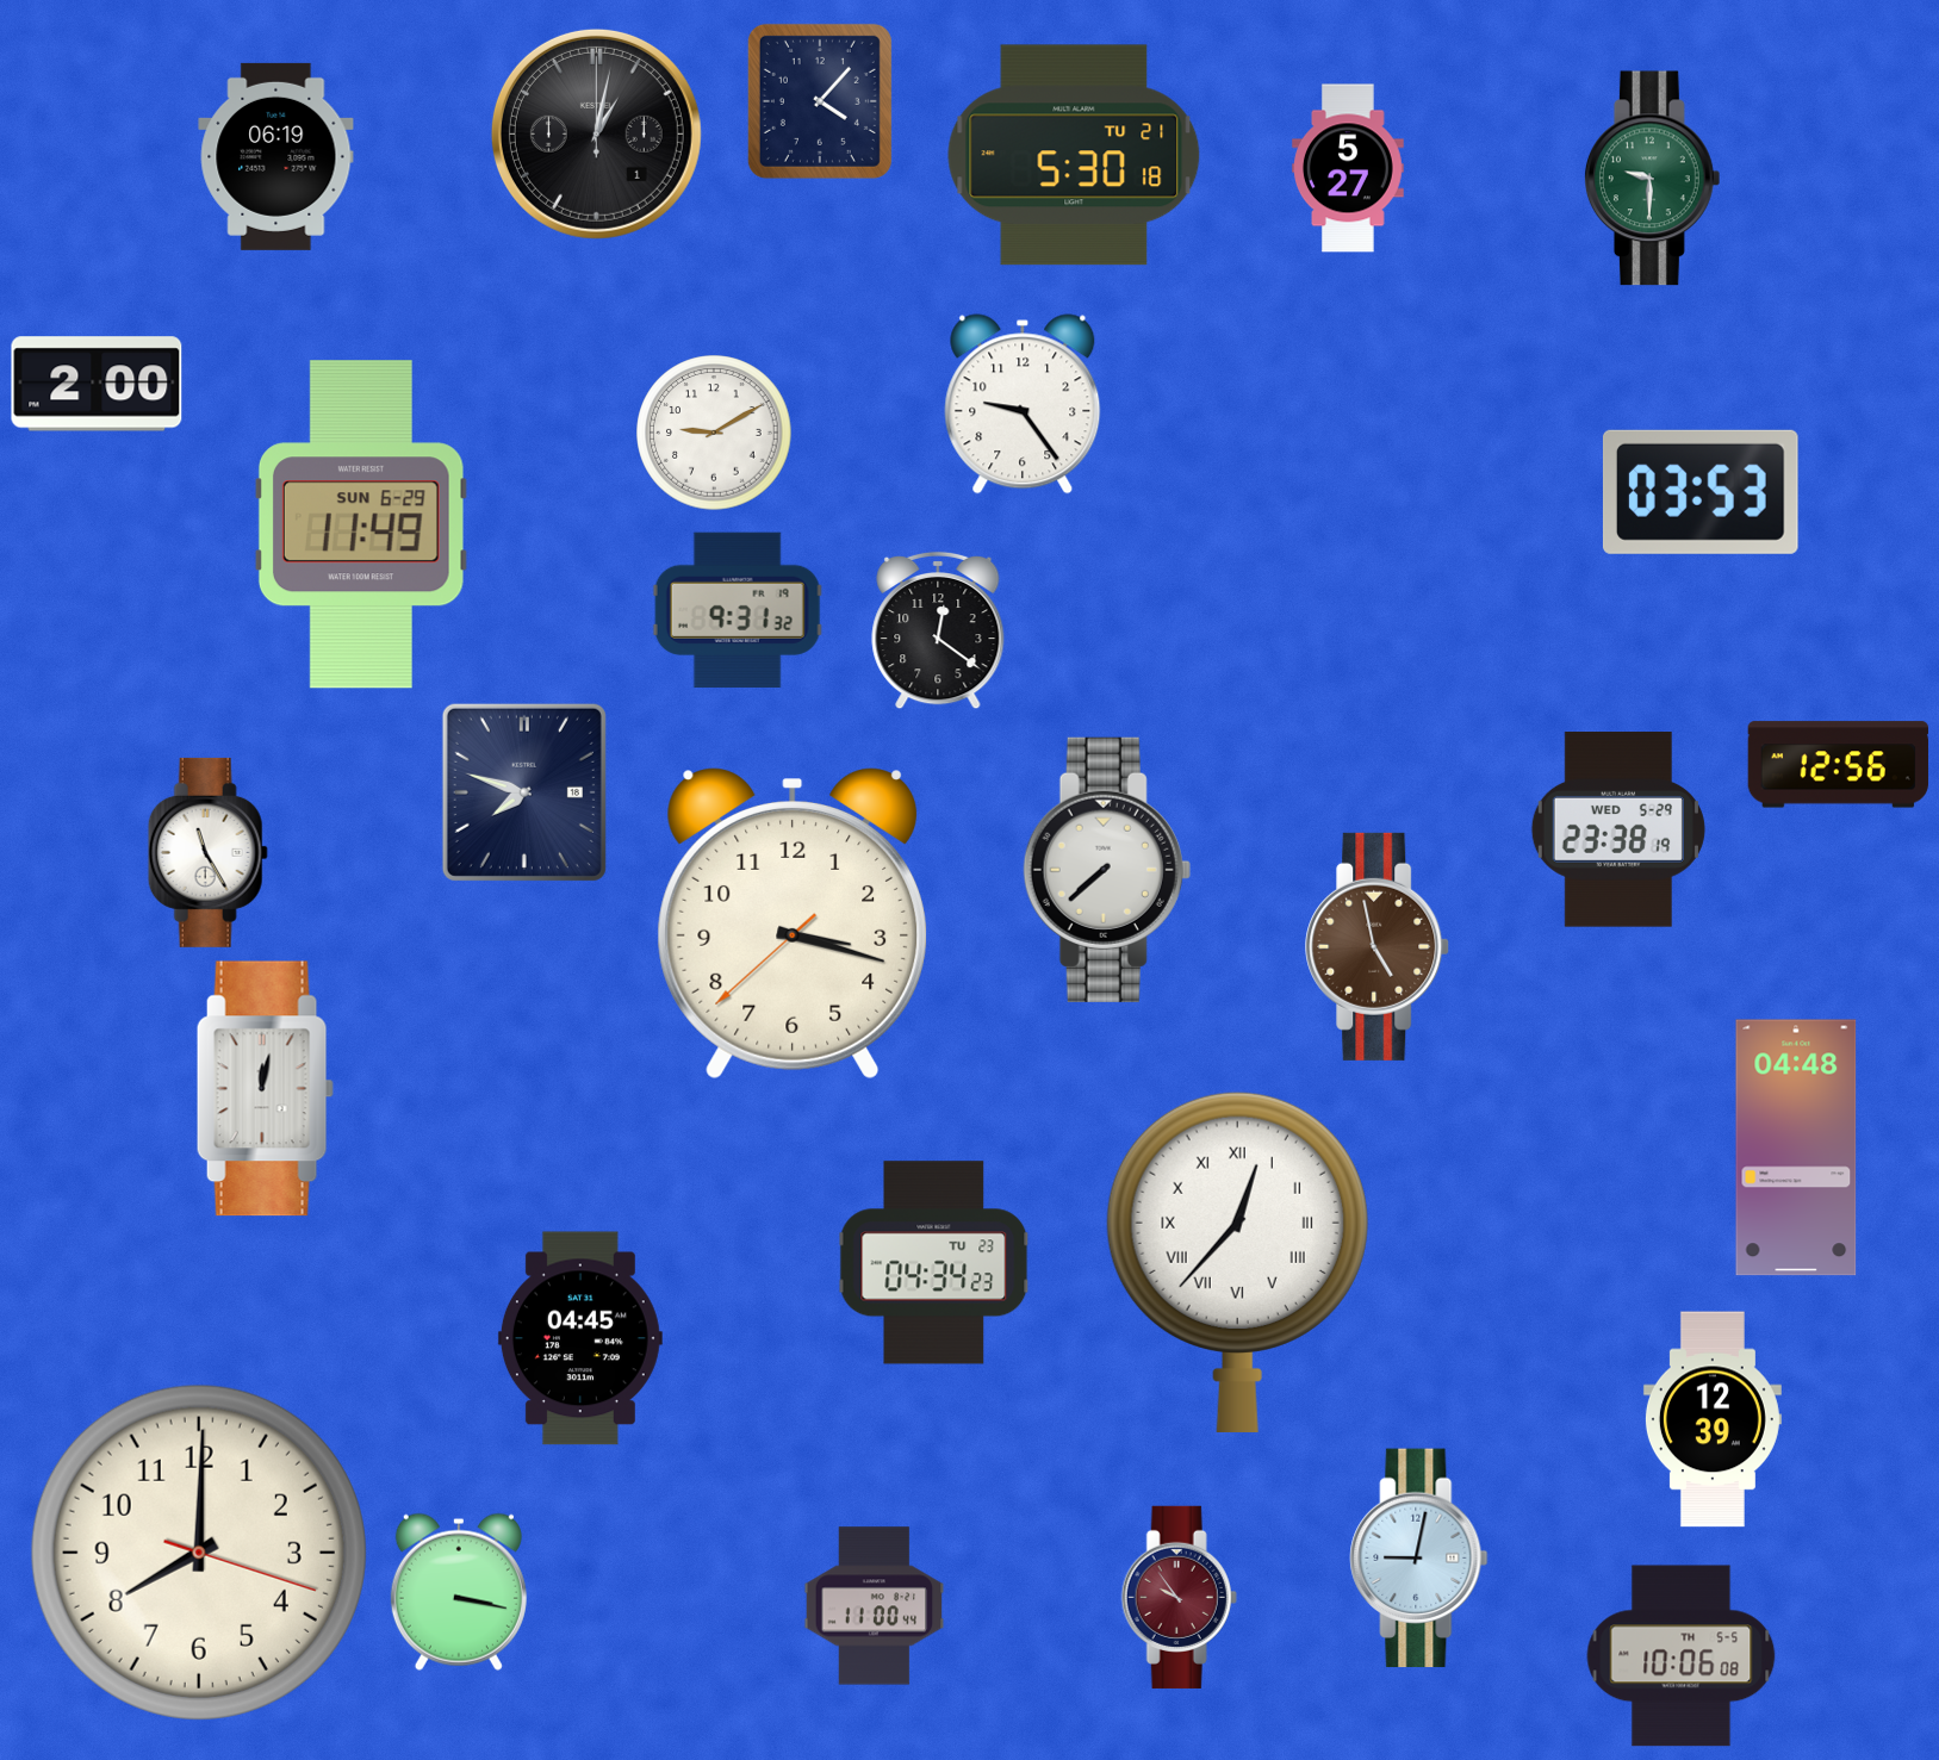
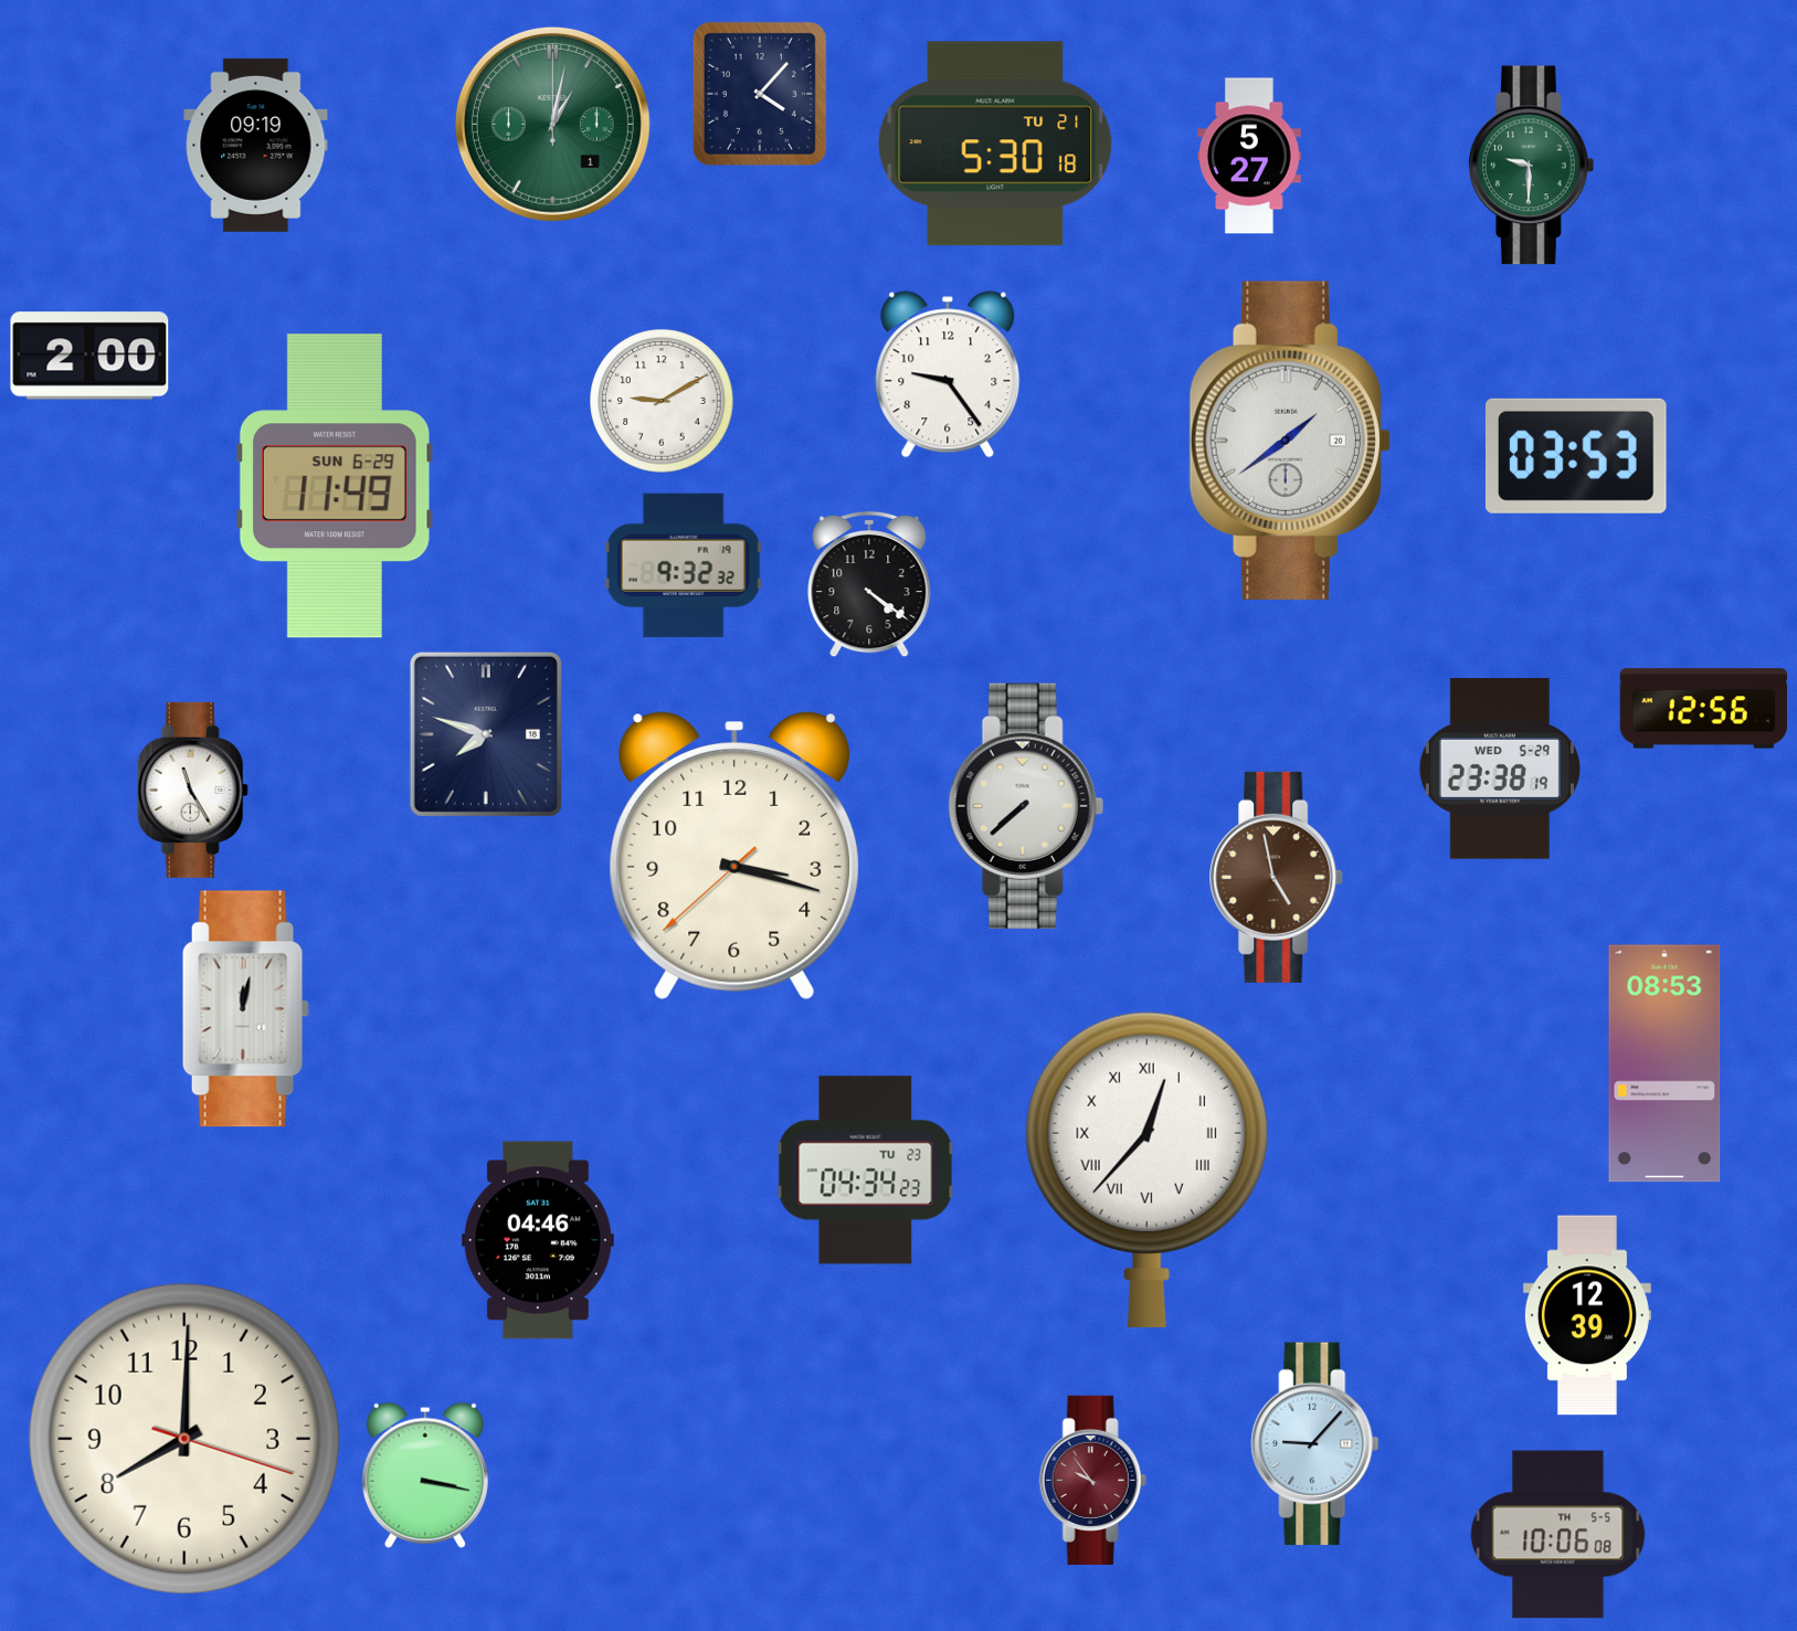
clock at (596, 133) dial: black -> green
clock at (276, 156): 06:19 -> 09:19
clock at (1290, 441): none -> 1:39
clock at (738, 610): 9:31 -> 9:32
clock at (938, 630): 12:21 -> 4:21
clock at (1796, 1148): 04:48 -> 08:53
clock at (580, 1338): 04:45 -> 04:46
clock at (1419, 1559): 9:02 -> 9:07
clock at (875, 1606): 11:00 -> none
